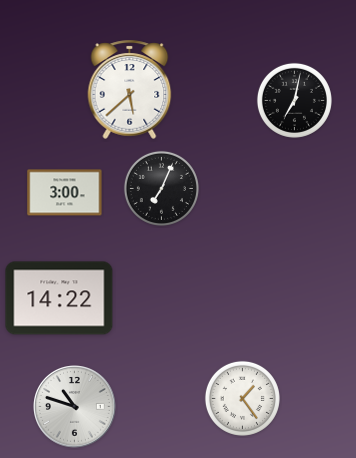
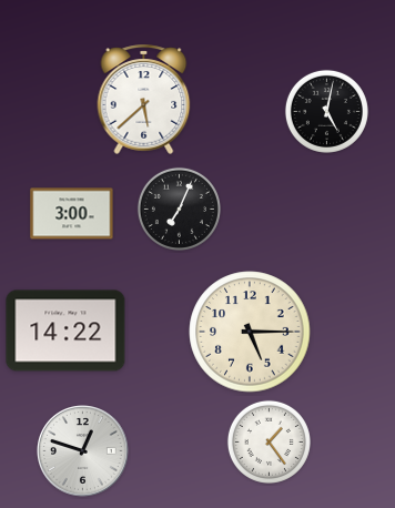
clock at (294, 100): 7:02 -> 5:02
clock at (250, 332): none -> 5:15
clock at (75, 407): 10:48 -> 12:48
